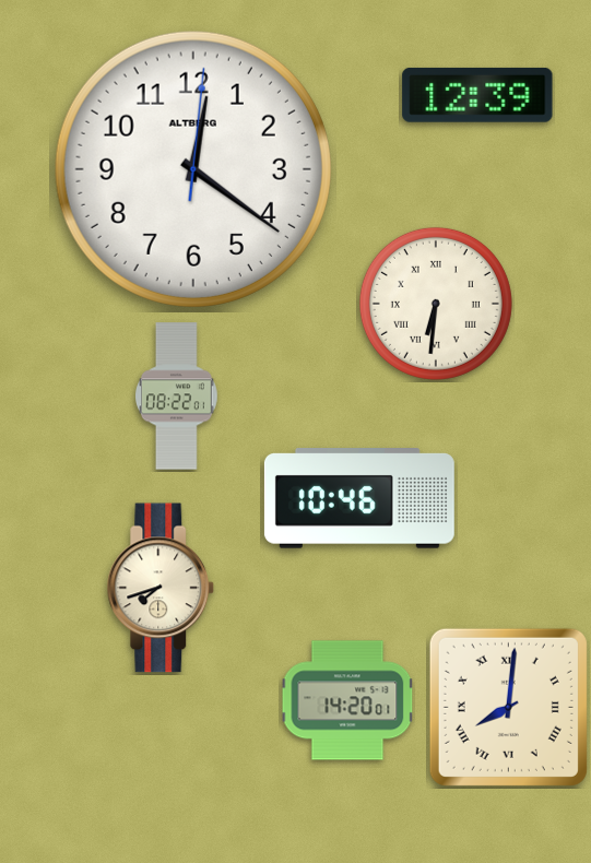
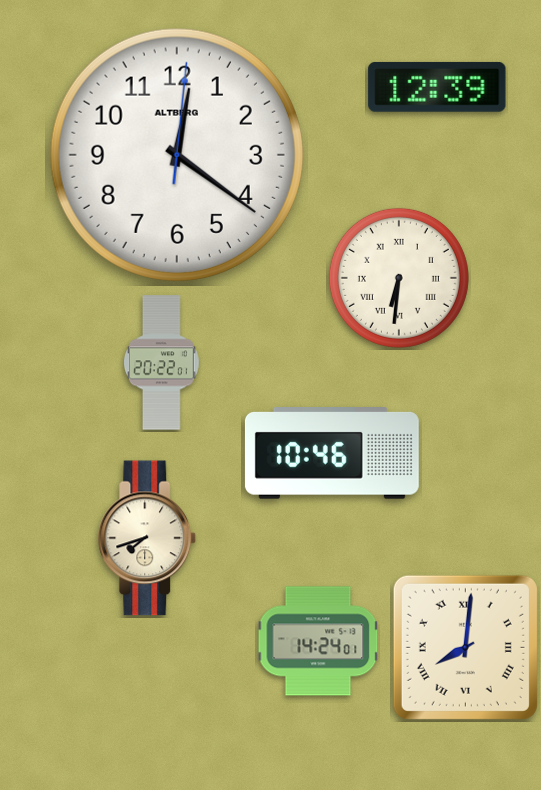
clock at (177, 397): 08:22 -> 20:22
clock at (359, 499) position: (359, 499) -> (332, 454)
clock at (347, 700): 14:20 -> 14:24
